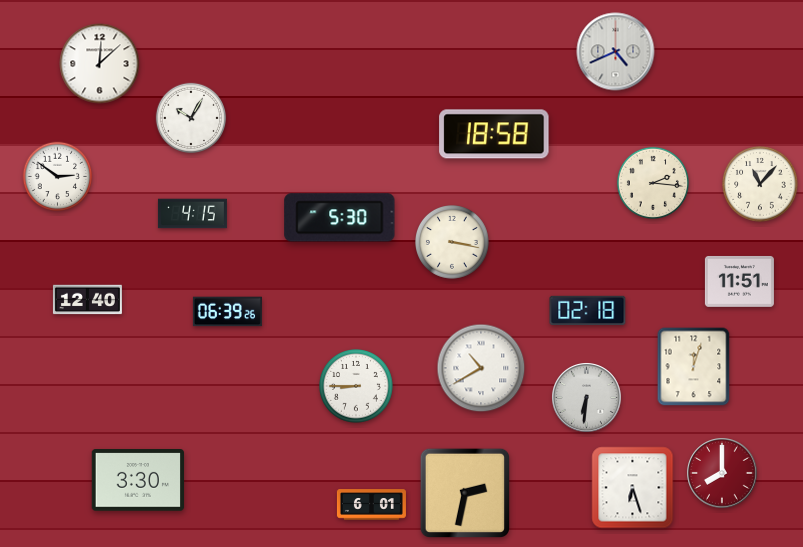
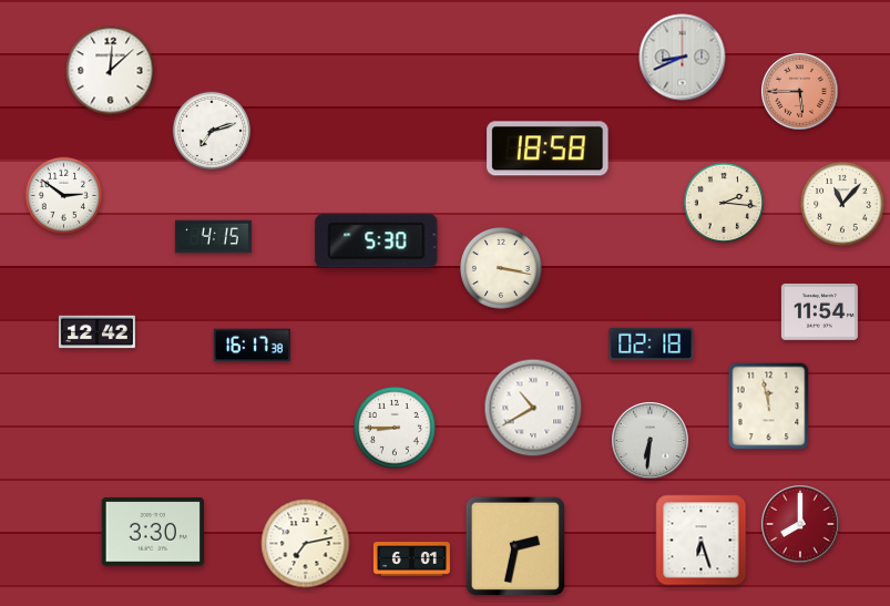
clock at (616, 52): 4:41 -> 8:41
clock at (800, 92): none -> 5:45
clock at (191, 118): 10:05 -> 7:12
clock at (739, 281): 11:51 -> 11:54
clock at (87, 300): 12:40 -> 12:42
clock at (227, 312): 06:39 -> 16:17
clock at (694, 367): 12:03 -> 11:58
clock at (306, 544): none -> 7:13
